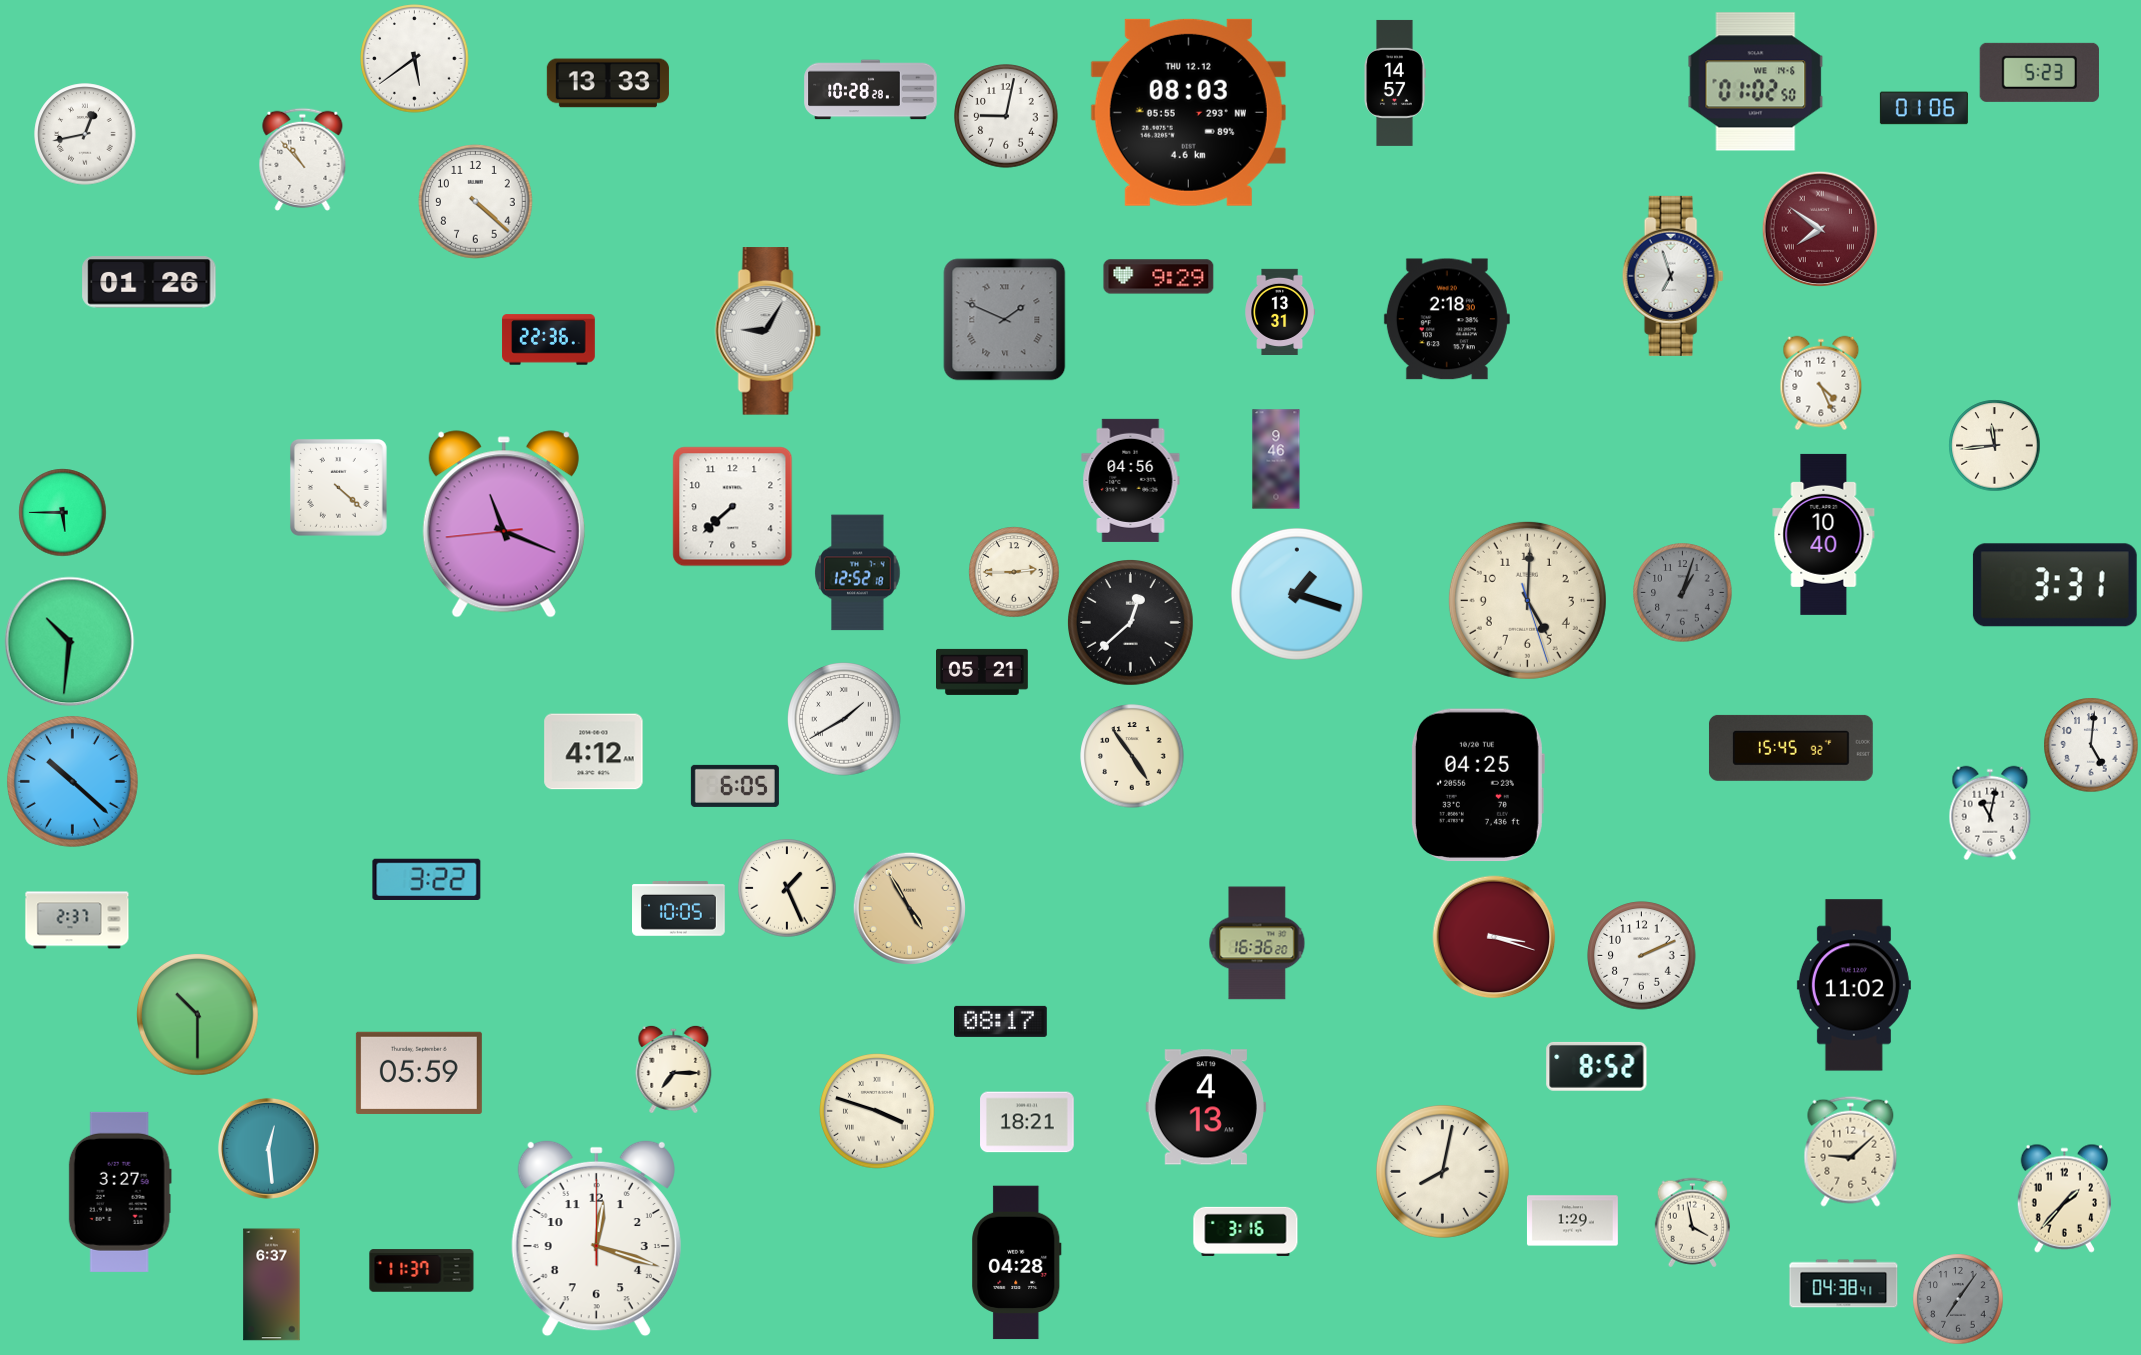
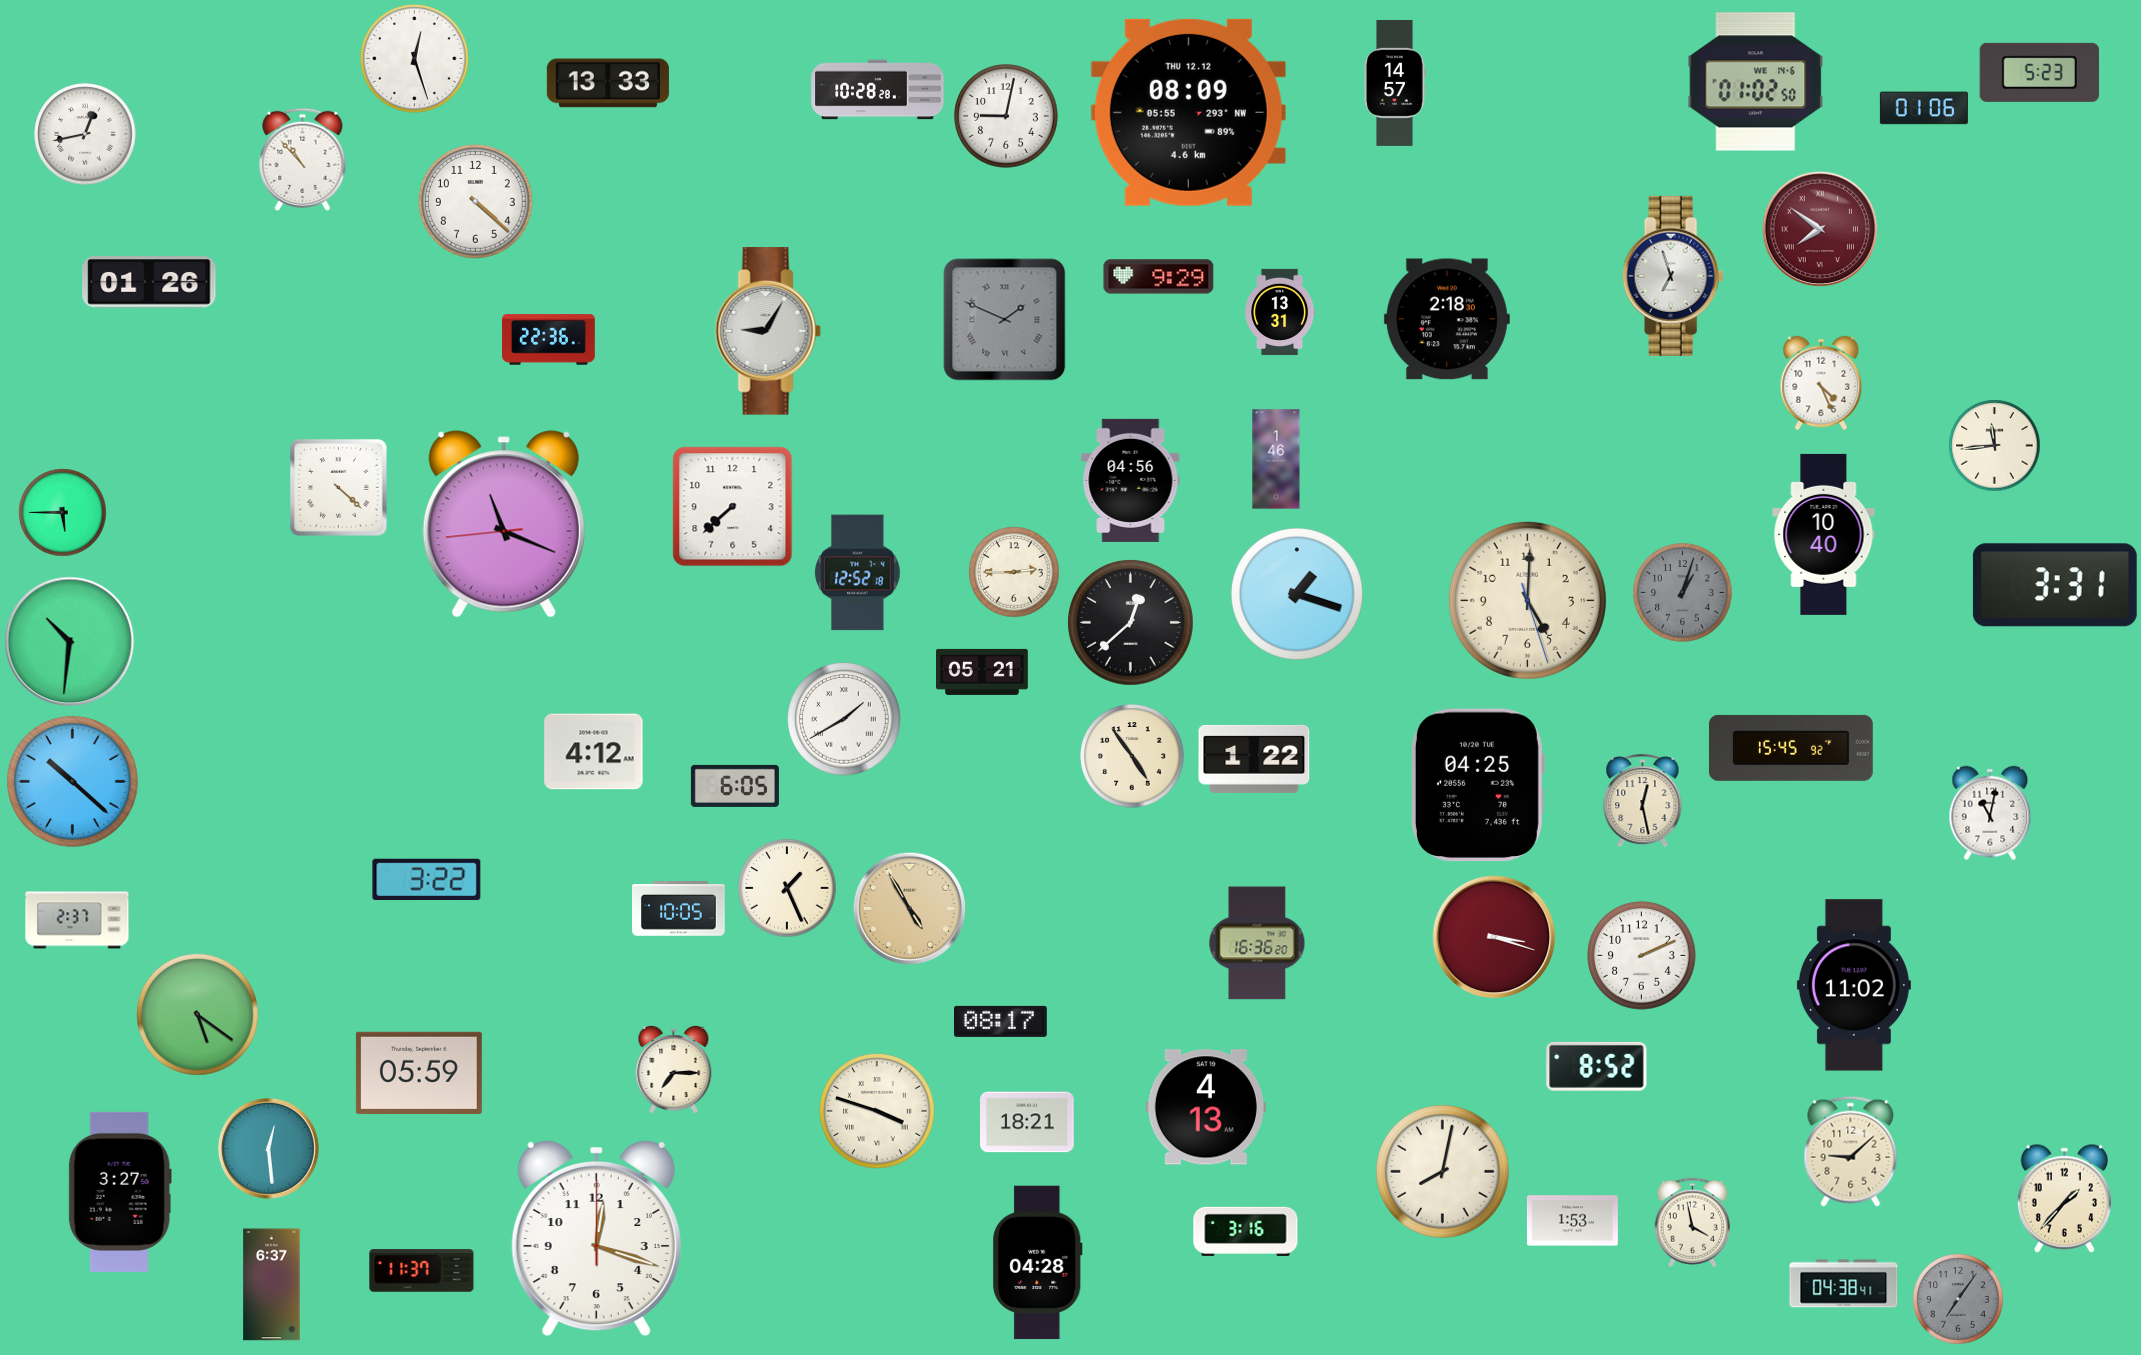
clock at (415, 59): 5:39 -> 12:27
clock at (871, 90) position: (871, 90) -> (878, 90)
clock at (1188, 112): 08:03 -> 08:09
clock at (1276, 459): 9:46 -> 1:46
clock at (2091, 745): 5:01 -> none
clock at (1254, 759): none -> 1:22
clock at (1643, 801): none -> 12:28
clock at (198, 1015): 10:30 -> 5:21
clock at (1572, 1221): 1:29 -> 1:53
clock at (1017, 1263) position: (1017, 1263) -> (1038, 1263)
